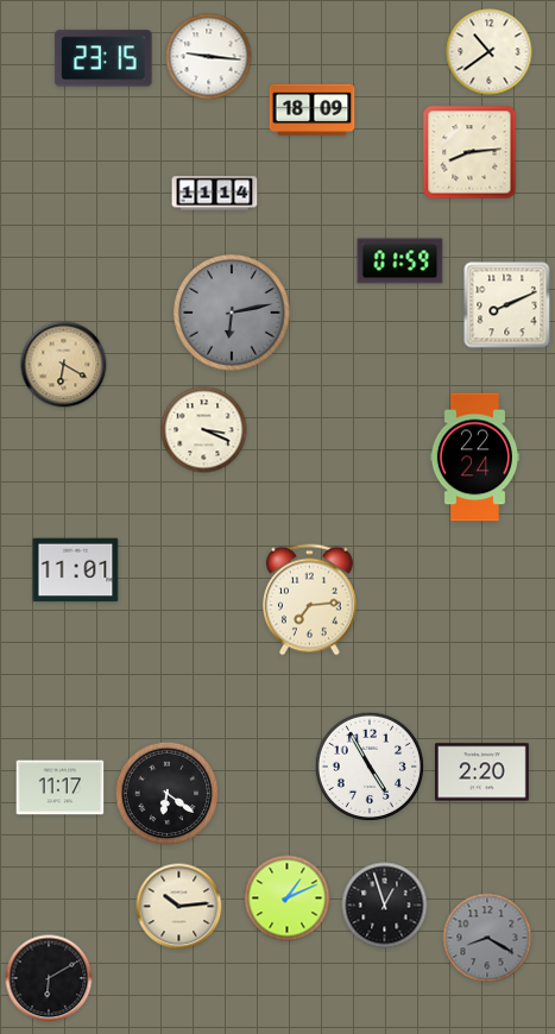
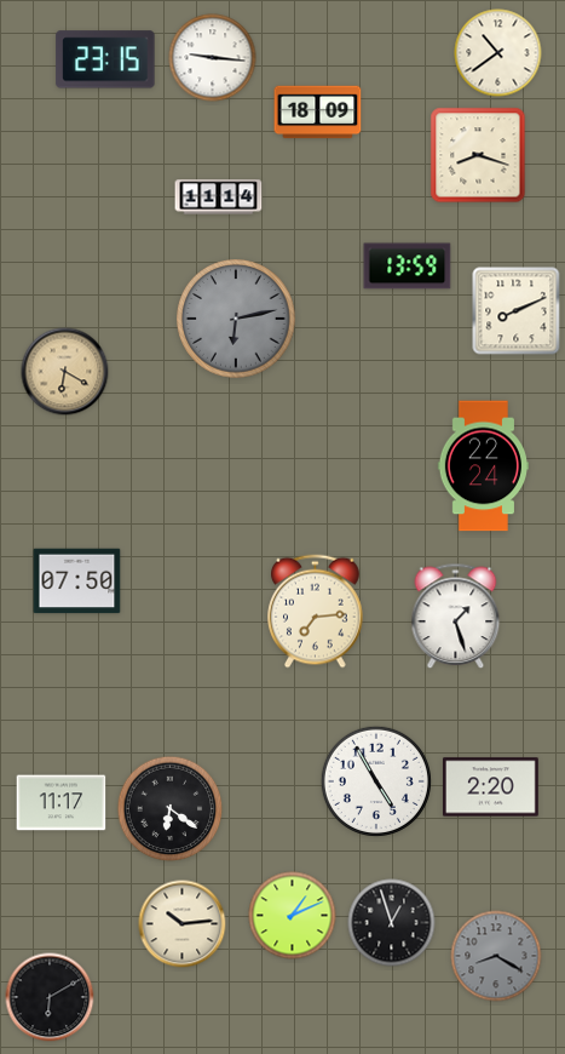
clock at (469, 152): 8:14 -> 8:18
clock at (401, 261): 01:59 -> 13:59
clock at (204, 430): 3:19 -> none
clock at (76, 570): 11:01 -> 07:50
clock at (456, 617): none -> 1:27
